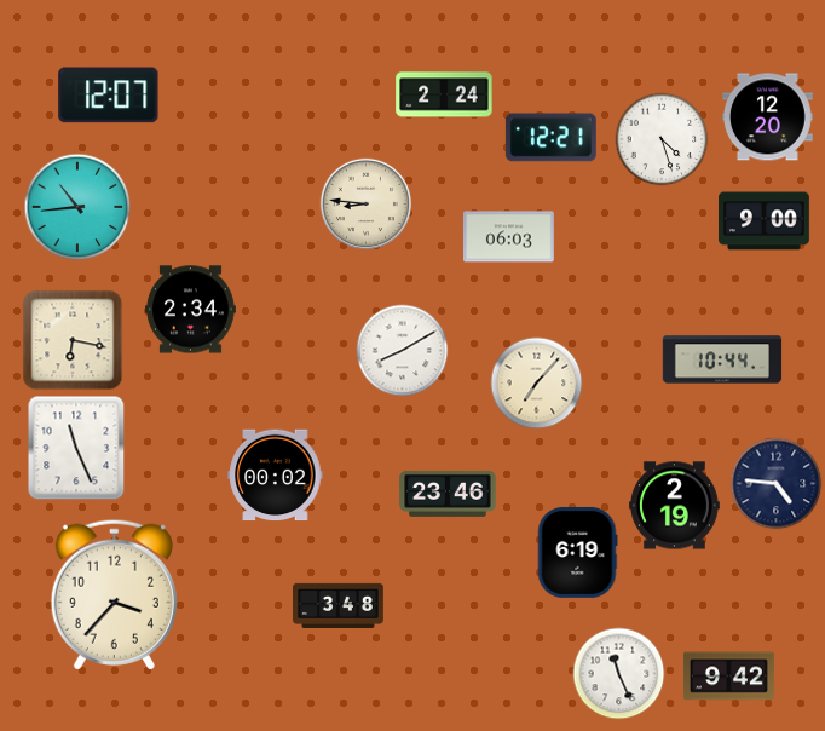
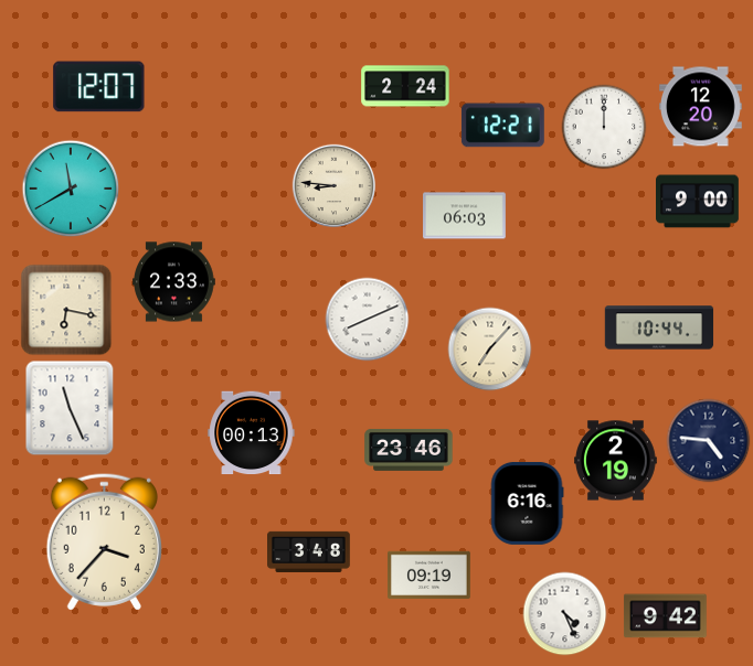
clock at (662, 139): 4:27 -> 12:00
clock at (77, 207): 10:44 -> 11:40
clock at (191, 310): 2:34 -> 2:33
clock at (403, 351): 8:10 -> 8:11
clock at (276, 476): 00:02 -> 00:13
clock at (577, 552): 6:19 -> 6:16
clock at (429, 576): none -> 09:19
clock at (619, 674): 11:26 -> 4:26
